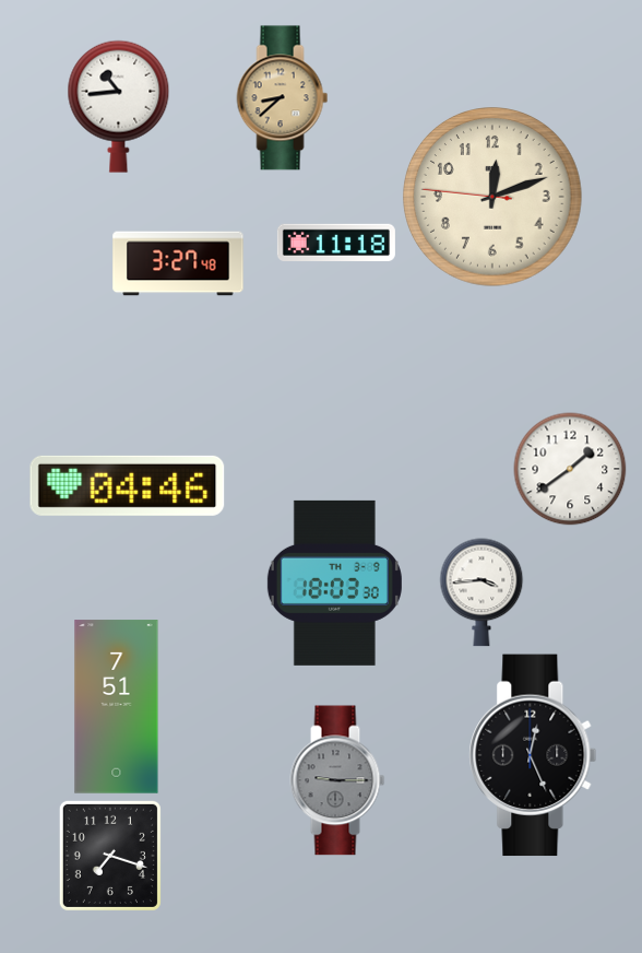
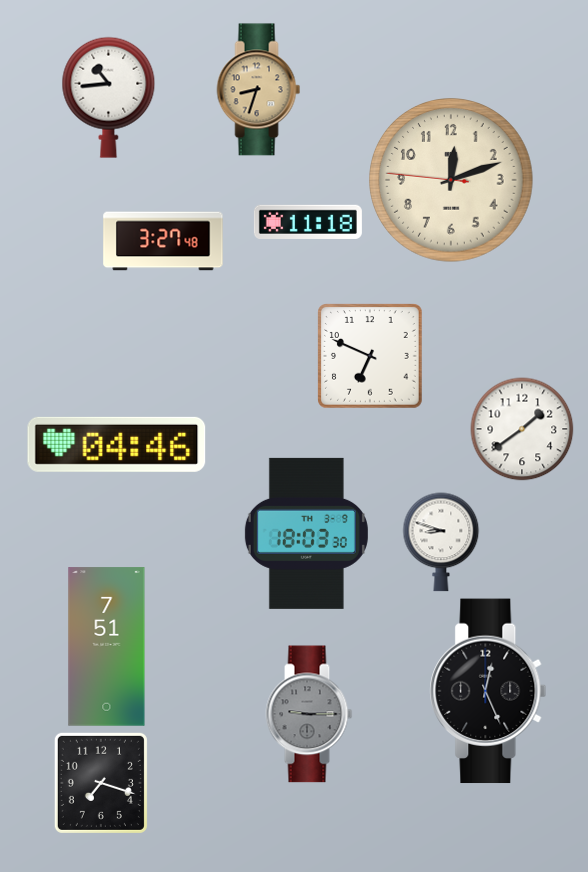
clock at (283, 98): 8:38 -> 8:33
clock at (371, 357): none -> 6:49
clock at (481, 592): 3:44 -> 8:48
